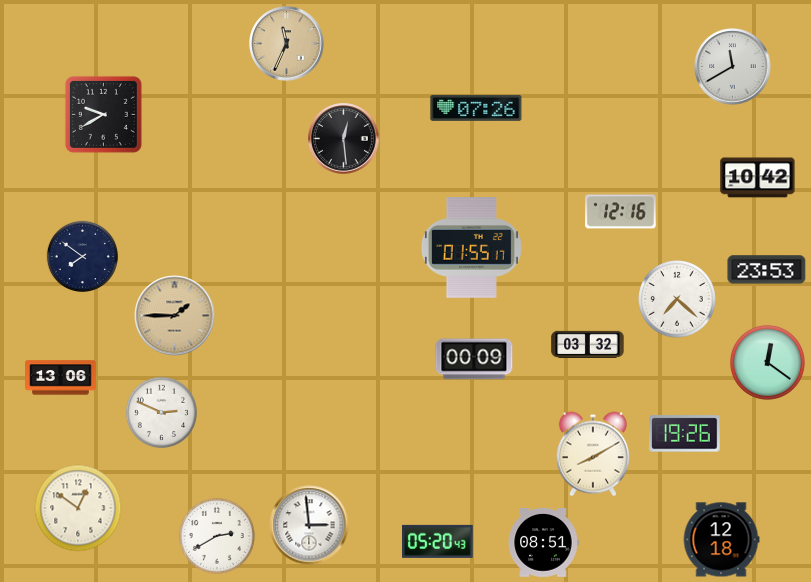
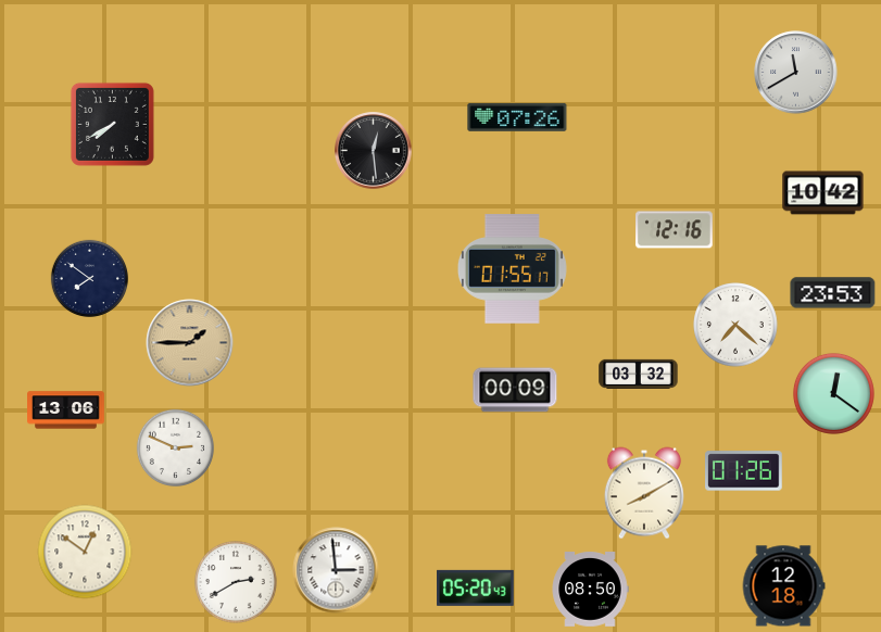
clock at (287, 44): 11:34 -> none
clock at (103, 114): 9:40 -> 7:40
clock at (685, 434): 19:26 -> 01:26
clock at (543, 543): 08:51 -> 08:50
